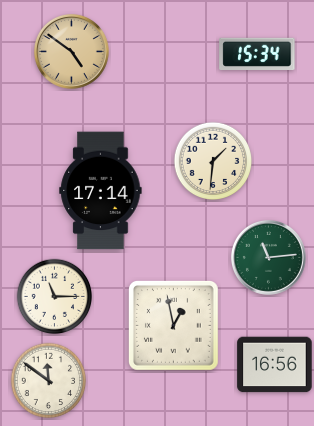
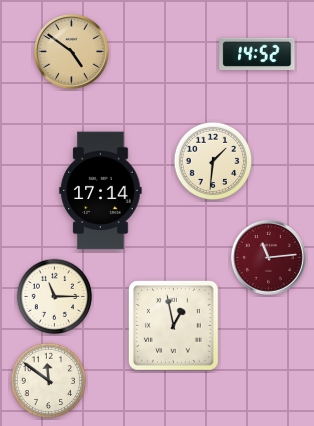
clock at (257, 54): 15:34 -> 14:52
clock at (268, 257) dial: green -> burgundy
clock at (275, 365): 16:56 -> none
